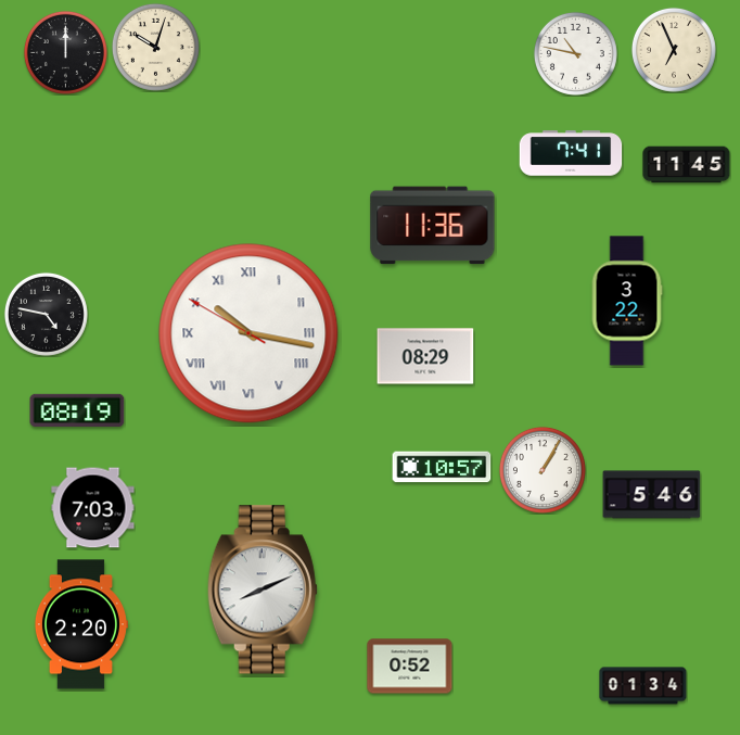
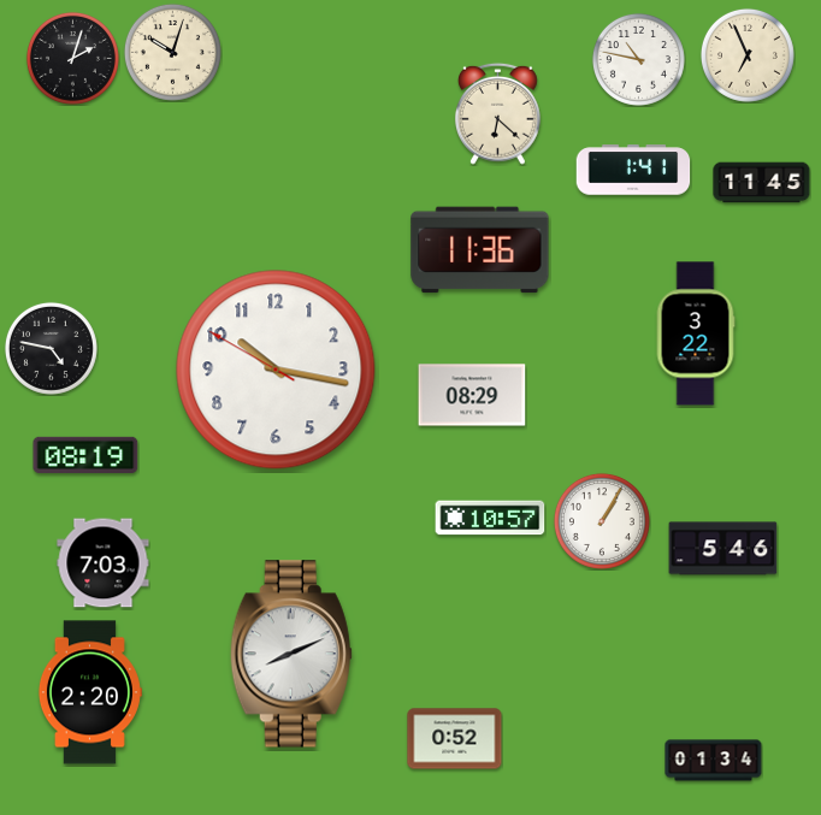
clock at (65, 52): 12:00 -> 2:03
clock at (497, 113): none -> 6:22
clock at (571, 153): 7:41 -> 1:41
clock at (248, 333) numerals: Roman -> Arabic
